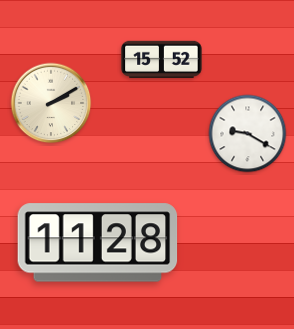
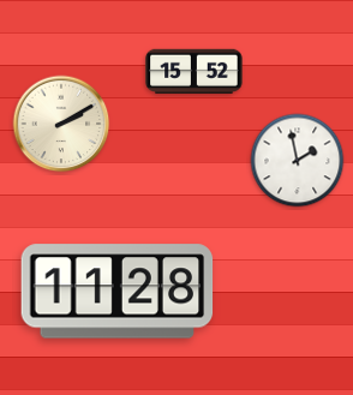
clock at (248, 134): 9:20 -> 1:58
